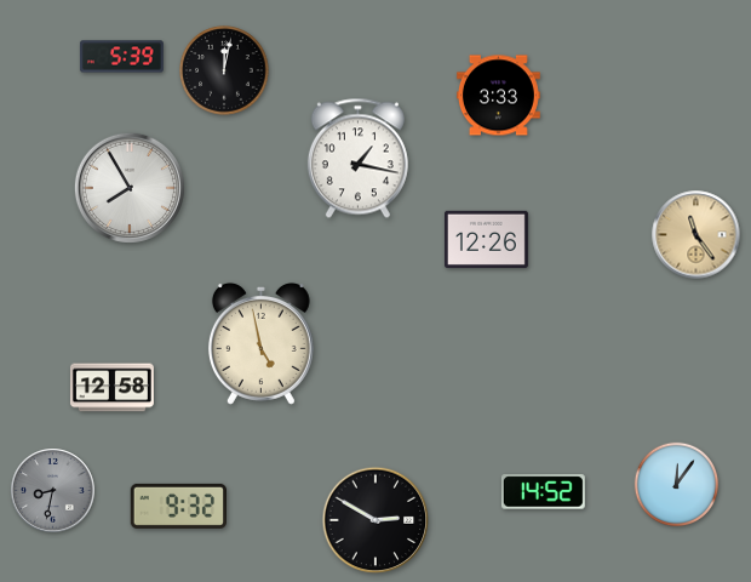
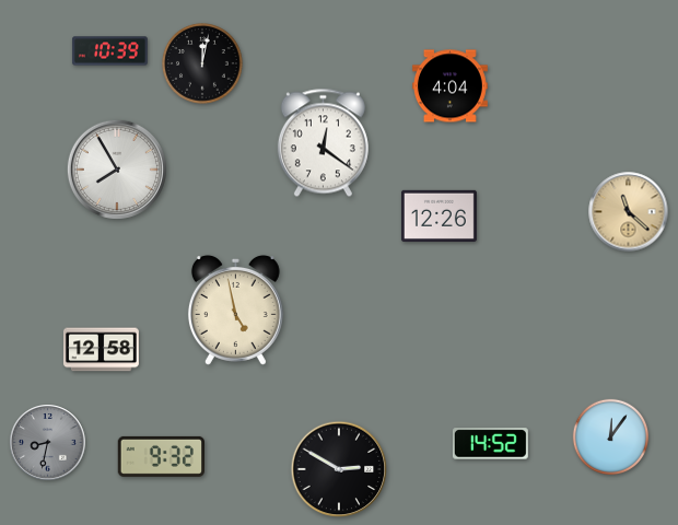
clock at (121, 57): 5:39 -> 10:39
clock at (498, 96): 3:33 -> 4:04
clock at (357, 159): 1:17 -> 12:21
clock at (696, 235): 11:24 -> 11:22
